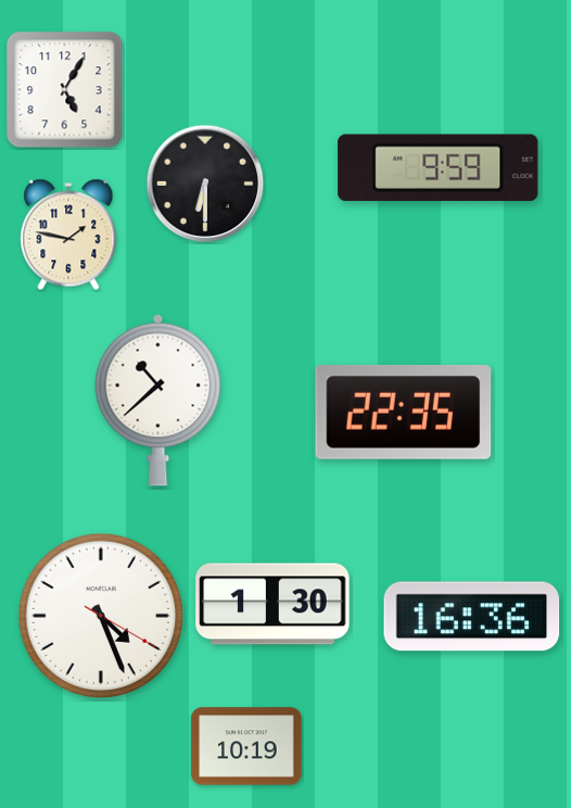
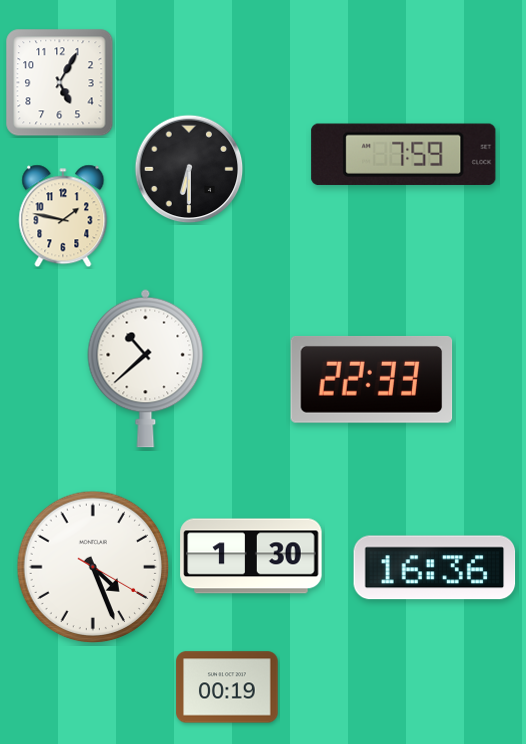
clock at (439, 167): 9:59 -> 7:59
clock at (404, 412): 22:35 -> 22:33
clock at (246, 746): 10:19 -> 00:19
